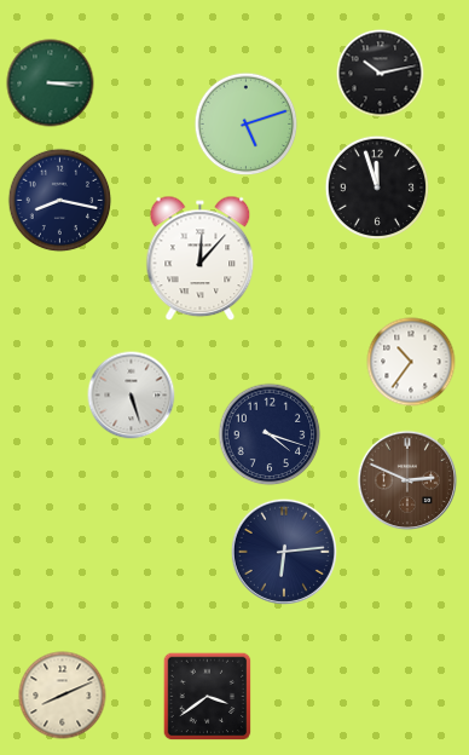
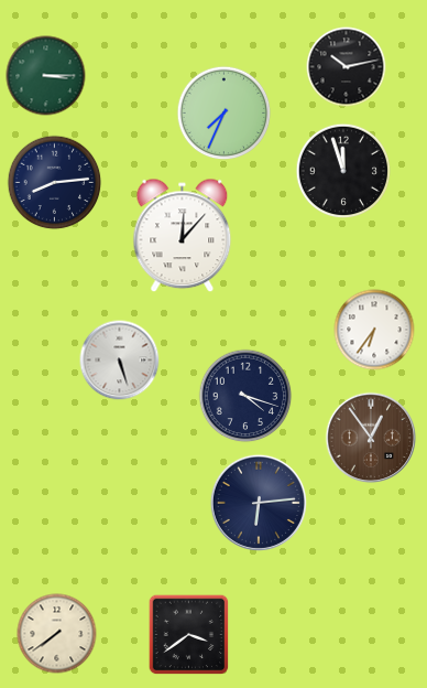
clock at (247, 125): 5:12 -> 7:34
clock at (60, 201): 8:17 -> 8:14
clock at (411, 362): 10:36 -> 6:36
clock at (407, 480): 2:49 -> 12:54
clock at (63, 696): 8:11 -> 7:39
